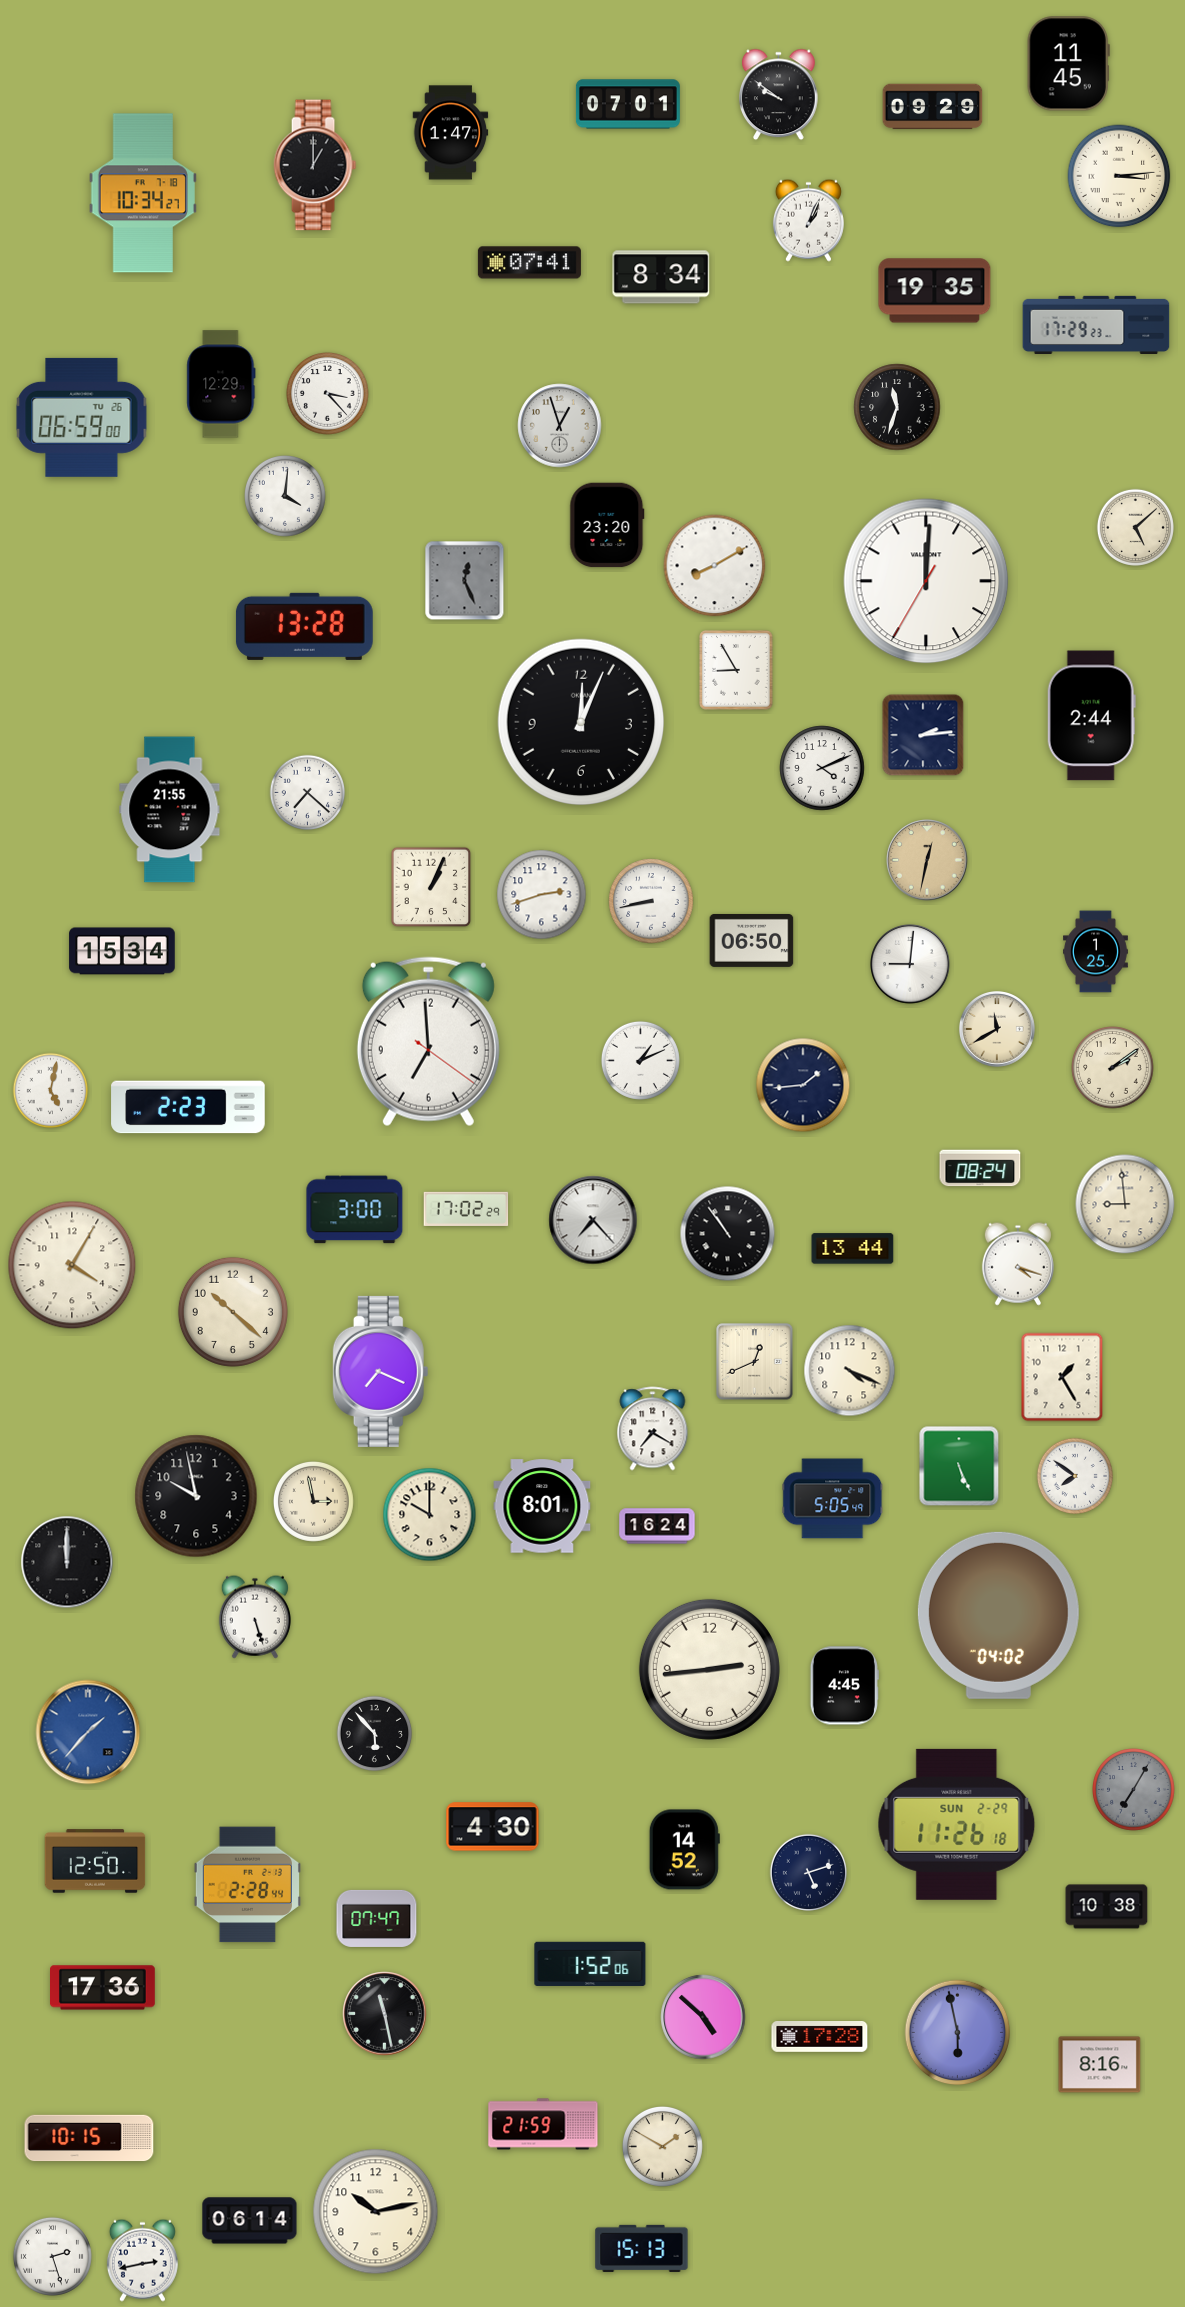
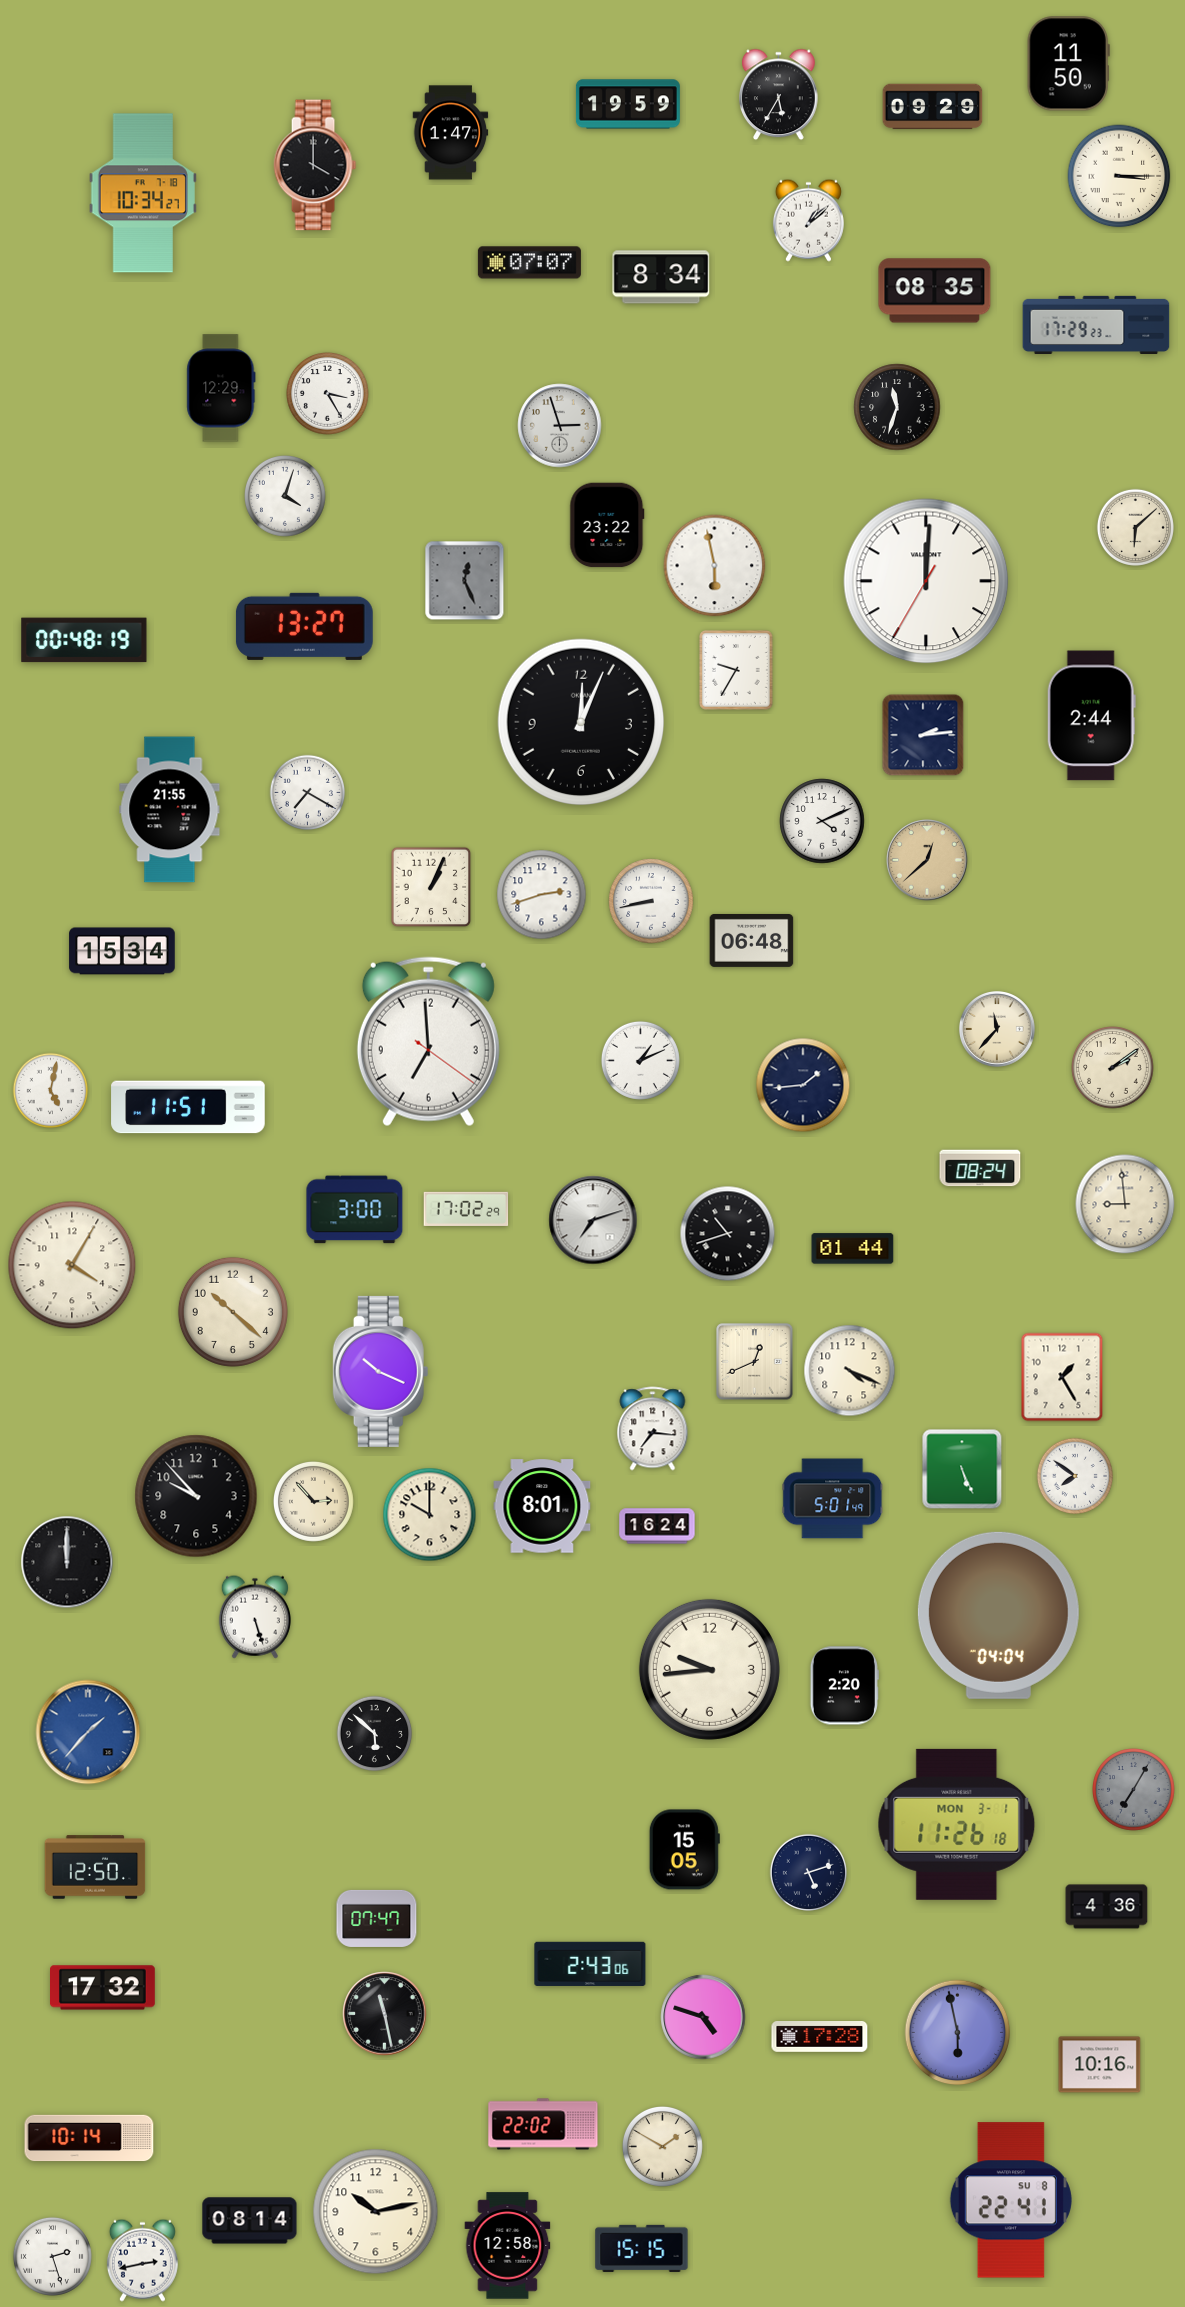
clock at (1068, 64): 11:45 -> 11:50
clock at (779, 95): 9:51 -> 5:35
clock at (628, 104): 07:01 -> 19:59
clock at (315, 165): 1:00 -> 4:00
clock at (1119, 176): 3:14 -> 3:15
clock at (808, 220): 1:04 -> 1:08
clock at (529, 263): 07:41 -> 07:07
clock at (935, 291): 19:35 -> 08:35
clock at (221, 384) position: (221, 384) -> (221, 388)
clock at (328, 394): 3:23 -> 3:25
clock at (82, 417): 06:59 -> none
clock at (560, 426): 12:57 -> 2:57
clock at (286, 497): 4:01 -> 4:03
clock at (607, 525): 23:20 -> 23:22
clock at (1135, 527): 5:08 -> 6:08
clock at (715, 566): 8:10 -> 5:58
clock at (304, 626): 13:28 -> 13:27
clock at (84, 640): none -> 00:48
clock at (737, 671): 8:55 -> 9:35
clock at (822, 768) position: (822, 768) -> (822, 821)
clock at (308, 793): 7:22 -> 7:20
clock at (927, 860): 12:32 -> 12:38
clock at (752, 940): 06:50 -> 06:48
clock at (1096, 952): 1:25 -> none
clock at (910, 964): 9:01 -> none
clock at (997, 1029): 11:40 -> 11:37
clock at (188, 1107): 2:23 -> 11:51
clock at (593, 1220): 7:23 -> 7:12
clock at (728, 1234): 10:54 -> 10:42
clock at (853, 1249): 13:44 -> 01:44
clock at (1018, 1264): 4:18 -> none
clock at (381, 1371): 7:19 -> 10:19
clock at (653, 1429): 7:20 -> 7:16
clock at (959, 1466) position: (959, 1466) -> (962, 1469)
clock at (196, 1496): 9:58 -> 9:53
clock at (833, 1499): 5:05 -> 5:01
clock at (313, 1501): 2:58 -> 2:53
clock at (998, 1615): 04:02 -> 04:04
clock at (709, 1669): 2:44 -> 9:44
clock at (844, 1686): 4:45 -> 2:20
clock at (375, 1734): 5:53 -> 5:52
clock at (957, 1824) date: SUN 2-29 -> MON 3-1
clock at (493, 1827): 4:30 -> none
clock at (684, 1850): 14:52 -> 15:05
clock at (95, 1861) position: (95, 1861) -> (95, 1867)
clock at (247, 1885): 2:28 -> none
clock at (1107, 1907): 10:38 -> 4:36
clock at (590, 1963): 1:52 -> 2:43
clock at (103, 1988): 17:36 -> 17:32
clock at (703, 2017): 4:52 -> 4:48
clock at (1100, 2065): 8:16 -> 10:16
clock at (543, 2124): 21:59 -> 22:02
clock at (89, 2138): 10:15 -> 10:14
clock at (1011, 2200): none -> 22:41
clock at (250, 2221): 06:14 -> 08:14
clock at (508, 2246): none -> 12:58
clock at (642, 2248): 15:13 -> 15:15
